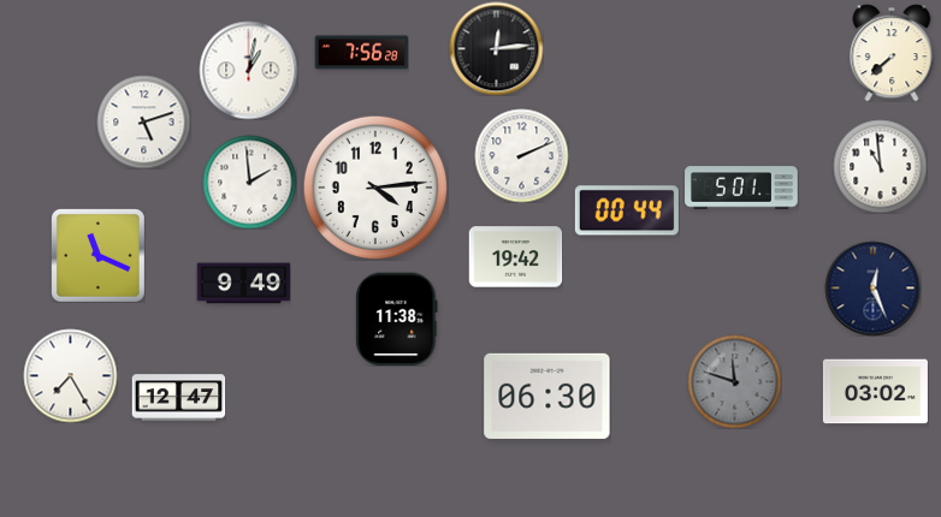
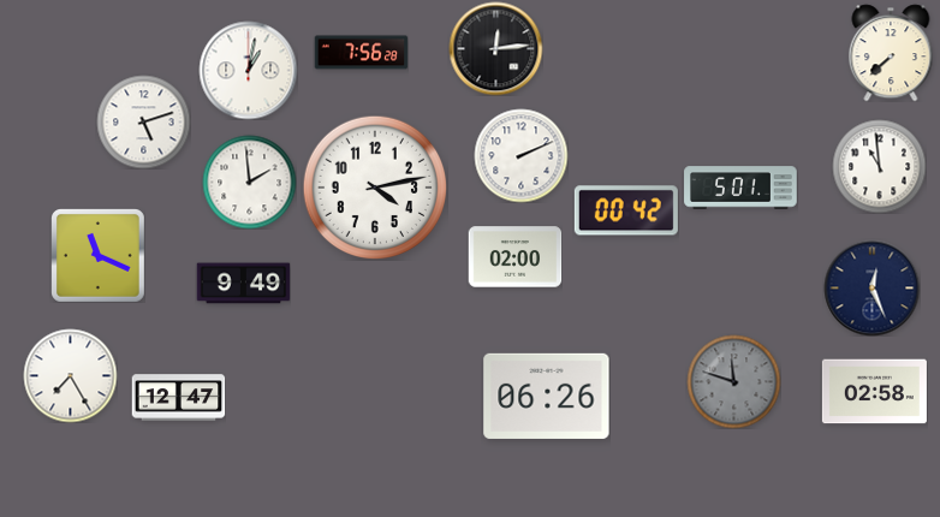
clock at (375, 188): 4:14 -> 4:13
clock at (627, 210): 00:44 -> 00:42
clock at (515, 257): 19:42 -> 02:00
clock at (397, 319): 11:38 -> none
clock at (875, 392): 03:02 -> 02:58
clock at (548, 396): 06:30 -> 06:26
